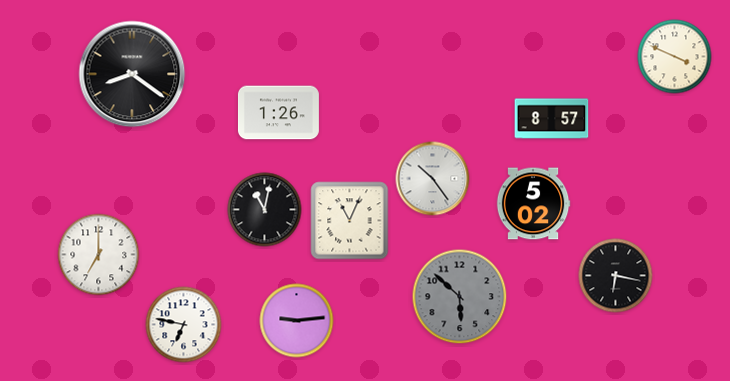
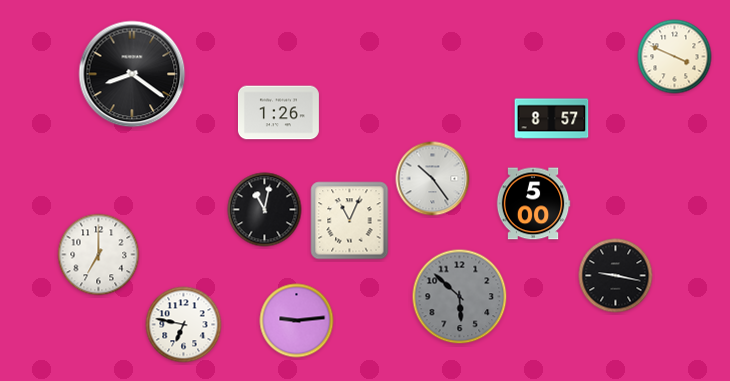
clock at (533, 204): 5:02 -> 5:00
clock at (616, 276): 6:17 -> 9:17
